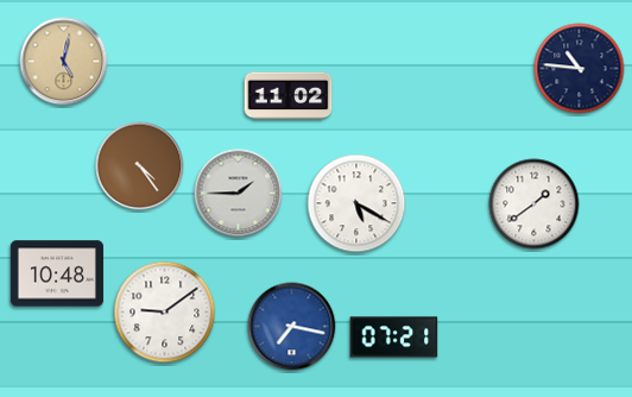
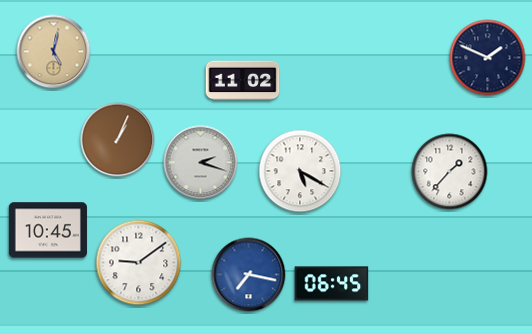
clock at (580, 69): 10:46 -> 1:49
clock at (140, 166): 4:24 -> 1:04
clock at (239, 194): 1:45 -> 2:18
clock at (535, 204): 1:39 -> 1:37
clock at (57, 273): 10:48 -> 10:45
clock at (292, 327) position: (292, 327) -> (249, 275)
clock at (394, 338): 07:21 -> 06:45
